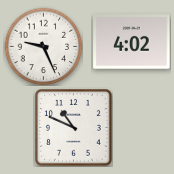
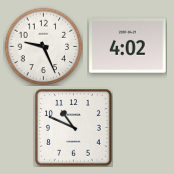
clock at (132, 42) position: (132, 42) -> (128, 46)
